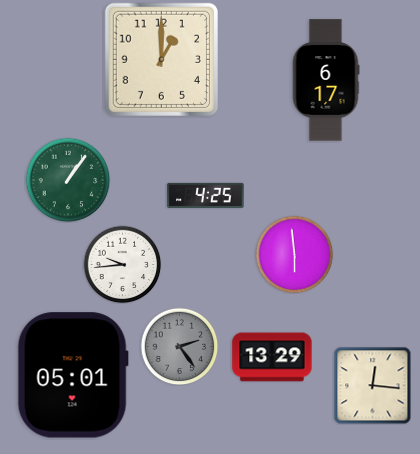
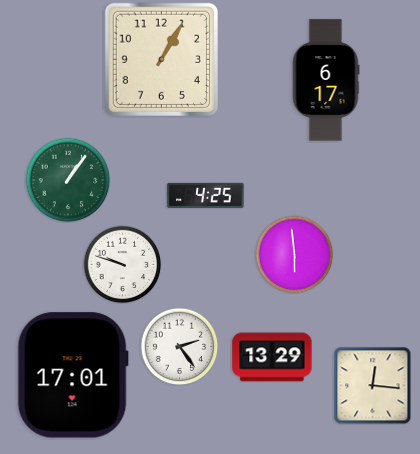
clock at (161, 59): 1:00 -> 1:05
clock at (122, 264): 9:44 -> 9:48
clock at (179, 346) dial: grey -> white
clock at (73, 375): 05:01 -> 17:01
